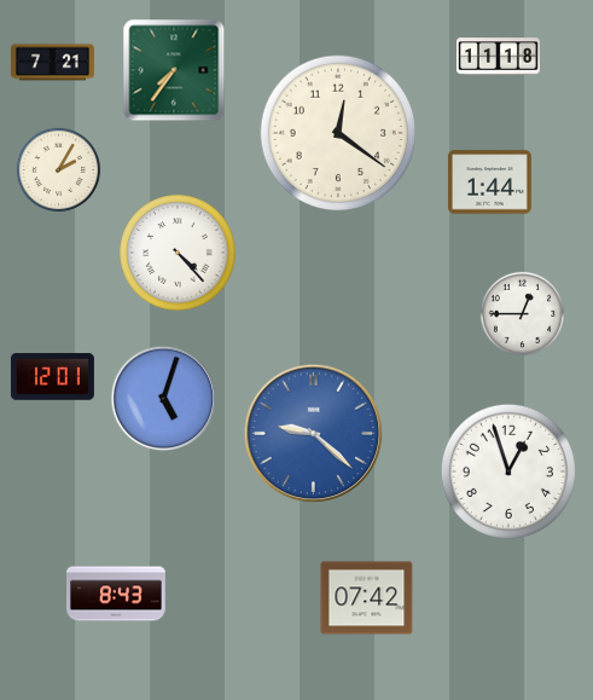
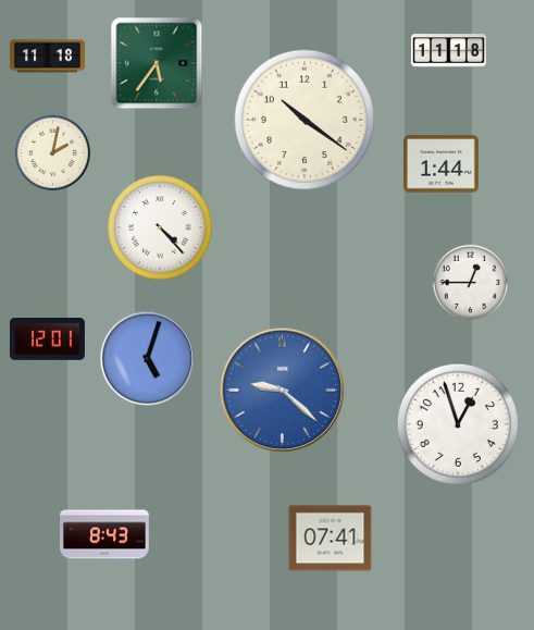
clock at (52, 63): 7:21 -> 11:18
clock at (174, 70): 7:36 -> 5:36
clock at (338, 133): 12:21 -> 10:21
clock at (59, 170): 2:05 -> 2:02
clock at (367, 598): 07:42 -> 07:41
